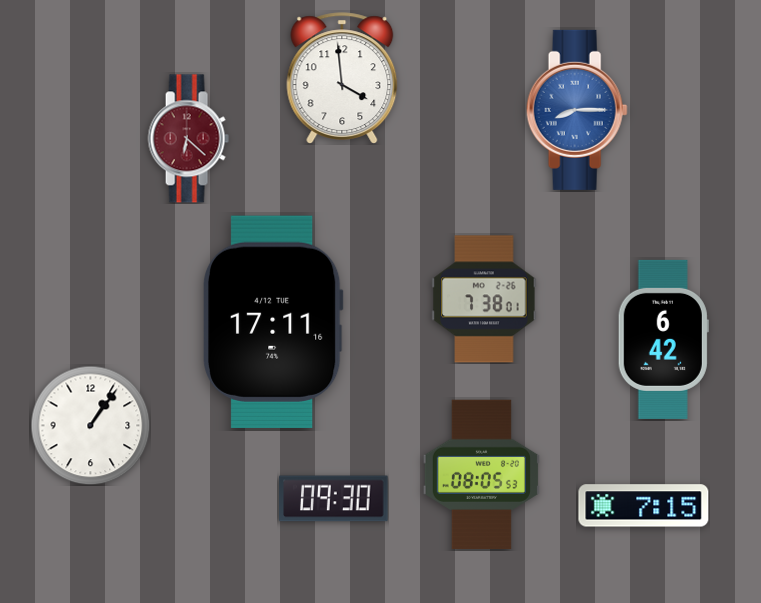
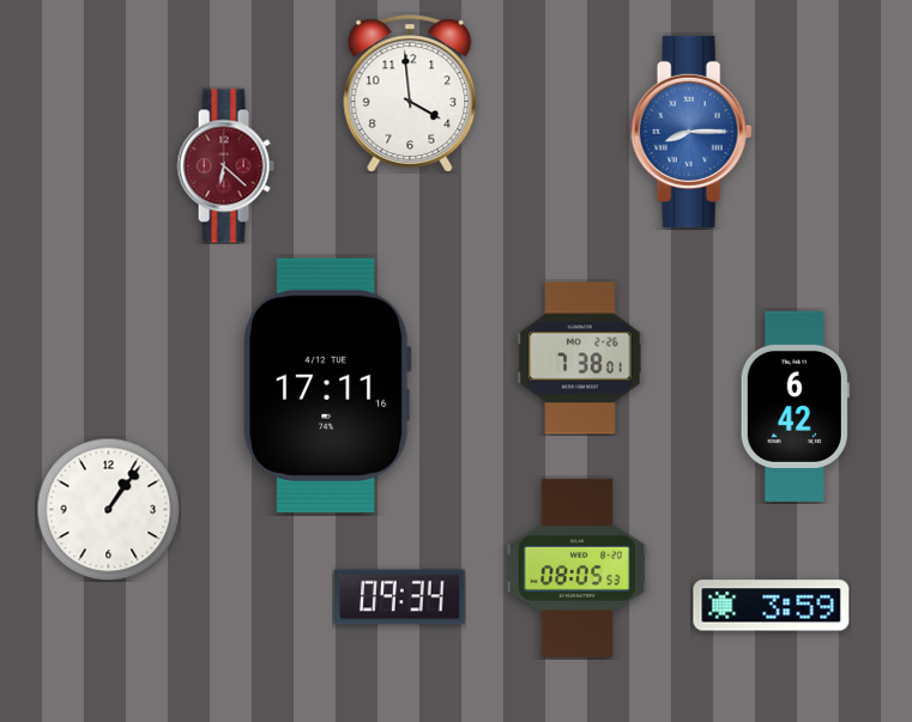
clock at (334, 499): 09:30 -> 09:34
clock at (644, 506): 7:15 -> 3:59
